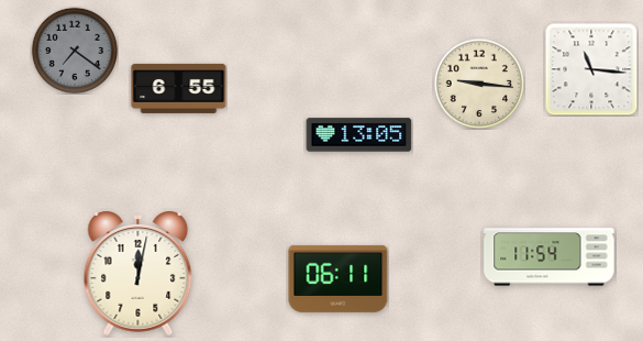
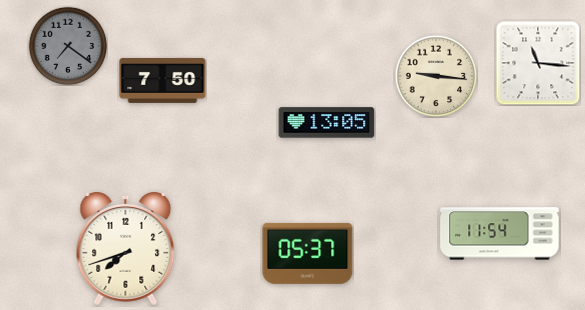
clock at (179, 88): 6:55 -> 7:50
clock at (138, 274): 12:02 -> 7:42
clock at (339, 278): 06:11 -> 05:37
